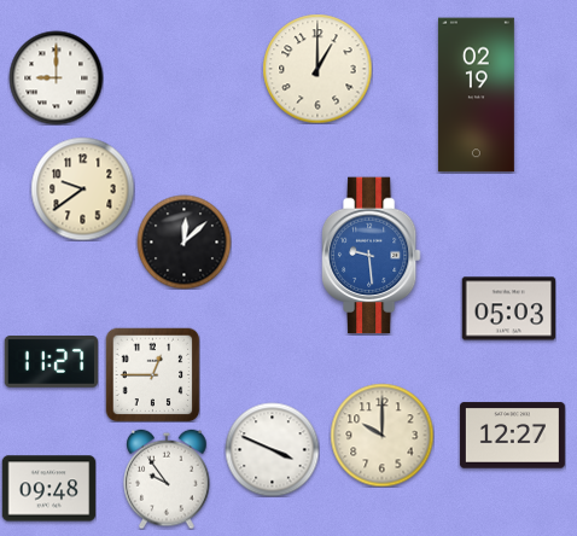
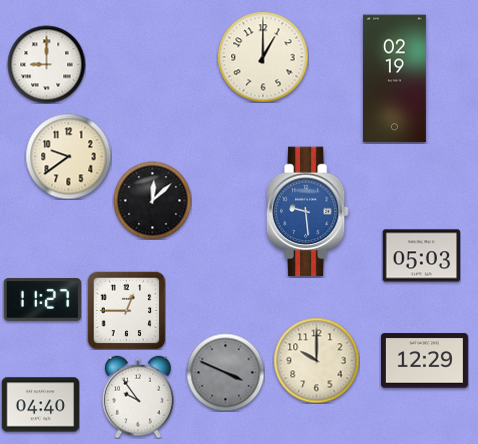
clock at (512, 436): 12:27 -> 12:29
clock at (272, 449) dial: white -> grey
clock at (48, 489): 09:48 -> 04:40
